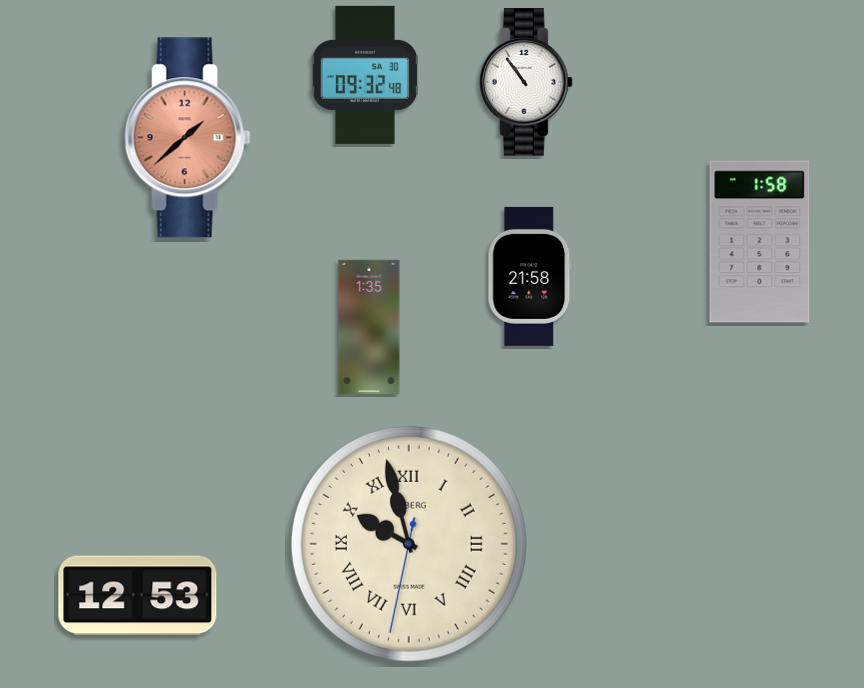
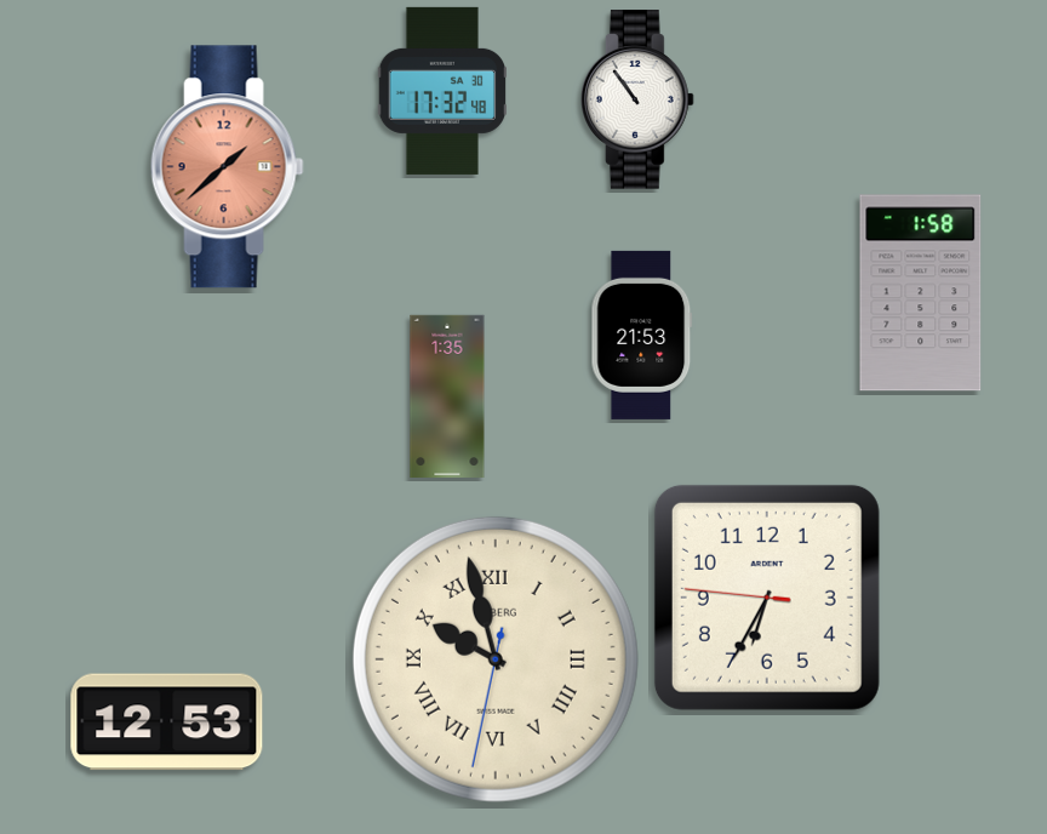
clock at (364, 75): 09:32 -> 17:32
clock at (530, 276): 21:58 -> 21:53
clock at (767, 598): none -> 6:34
